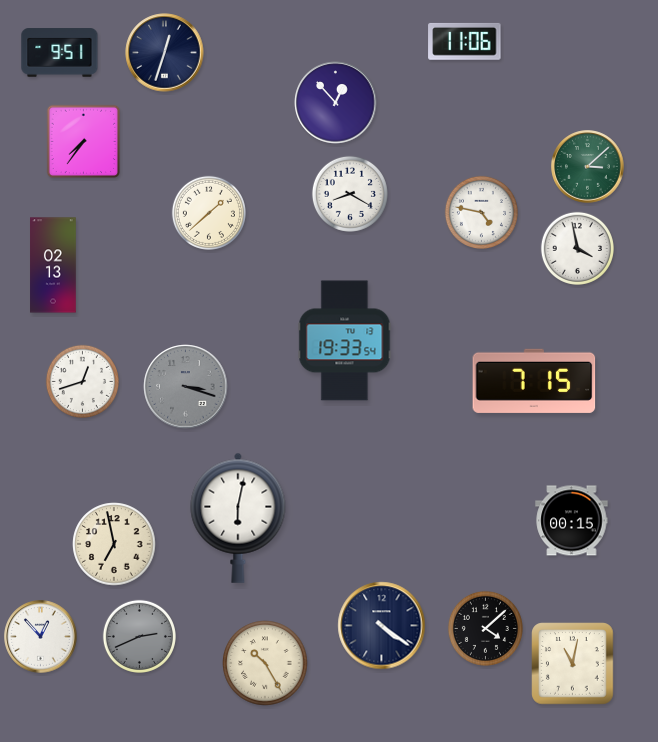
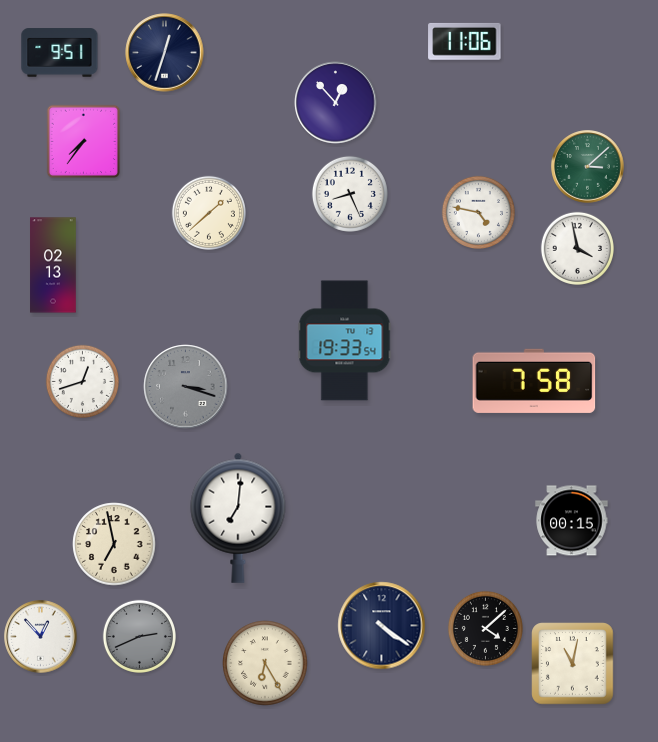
clock at (350, 194): 8:20 -> 8:26
clock at (481, 212) position: (481, 212) -> (478, 212)
clock at (534, 381): 7:15 -> 7:58
clock at (238, 518): 6:02 -> 7:01
clock at (265, 663): 10:25 -> 6:25
